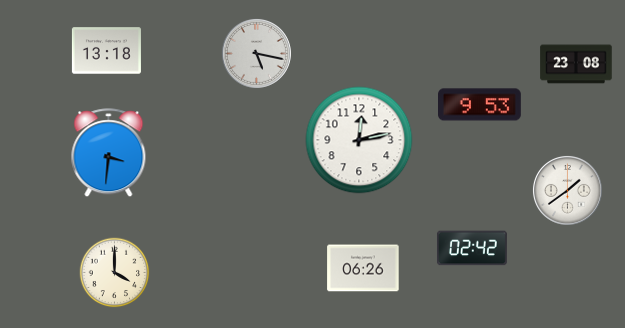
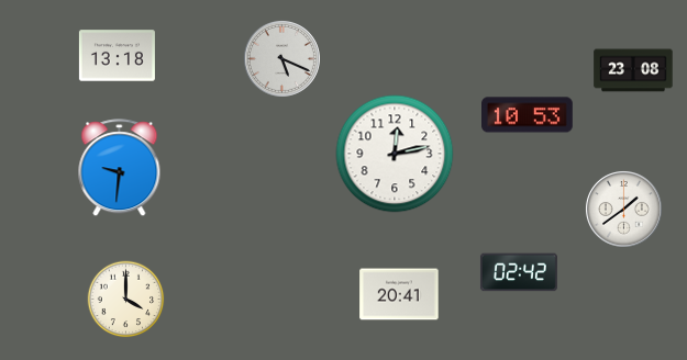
clock at (257, 54): 5:17 -> 5:19
clock at (480, 105): 9:53 -> 10:53
clock at (109, 153): 3:31 -> 9:31
clock at (363, 268): 06:26 -> 20:41
